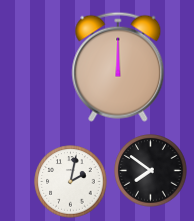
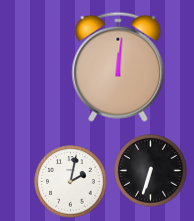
clock at (118, 67): 12:00 -> 12:01
clock at (151, 171): 7:51 -> 6:33
